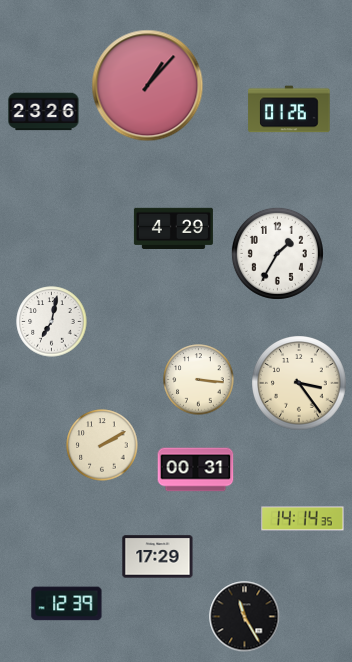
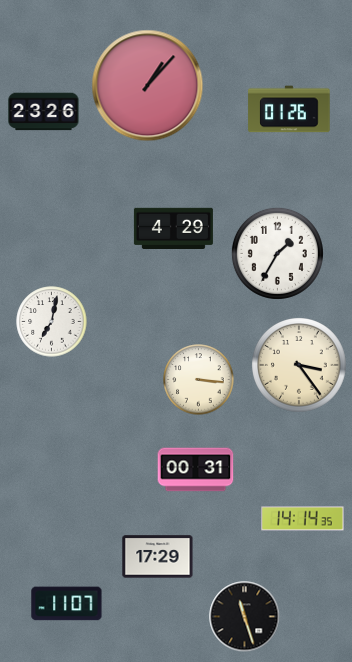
clock at (300, 384) position: (300, 384) -> (300, 366)
clock at (102, 445): 2:10 -> none
clock at (67, 604): 12:39 -> 11:07
clock at (245, 617): 11:25 -> 11:27
